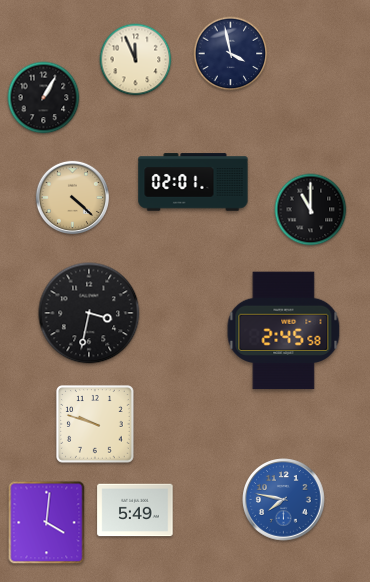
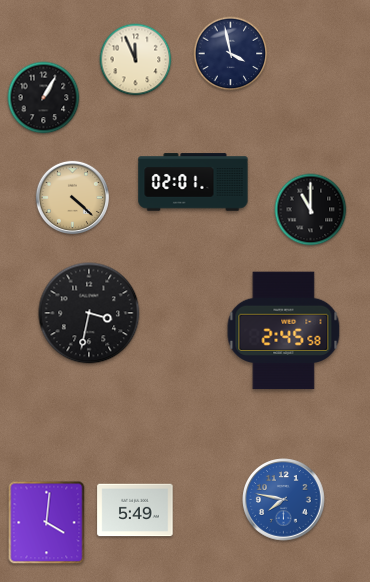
clock at (96, 425): 9:48 -> none
